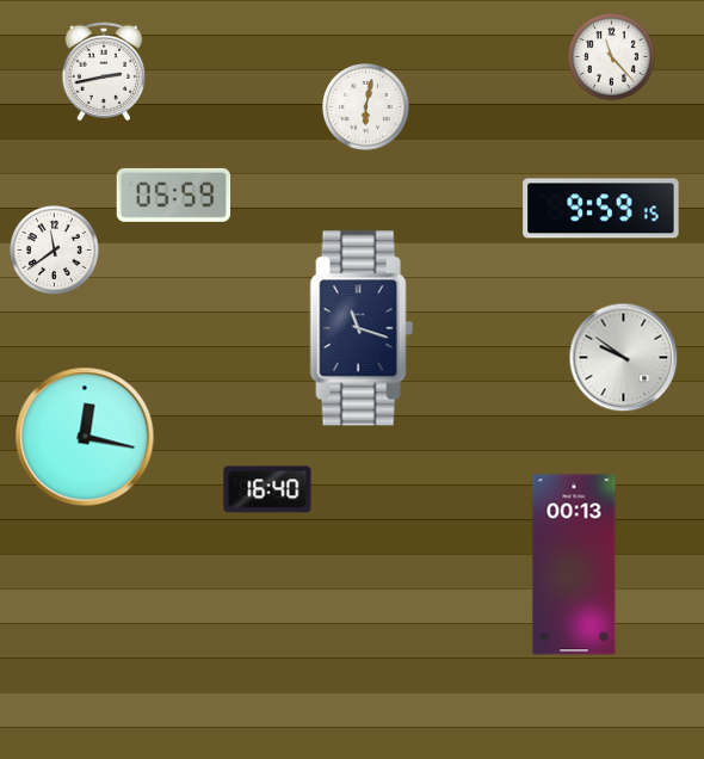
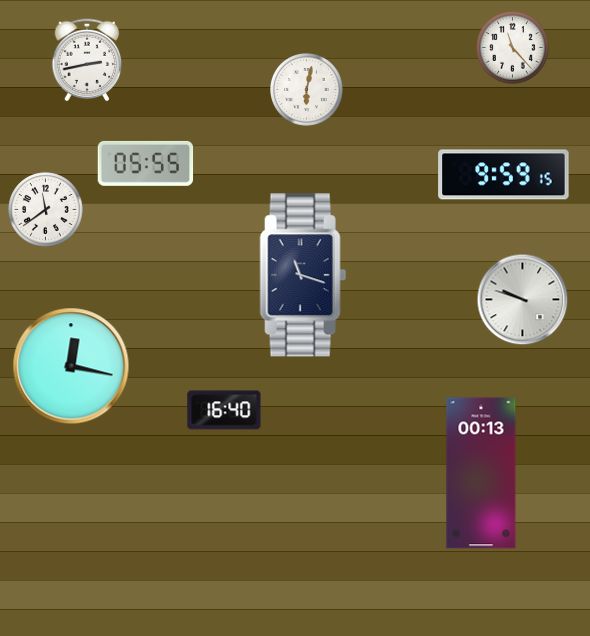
clock at (174, 195): 05:59 -> 05:55
clock at (624, 358): 9:51 -> 9:48
